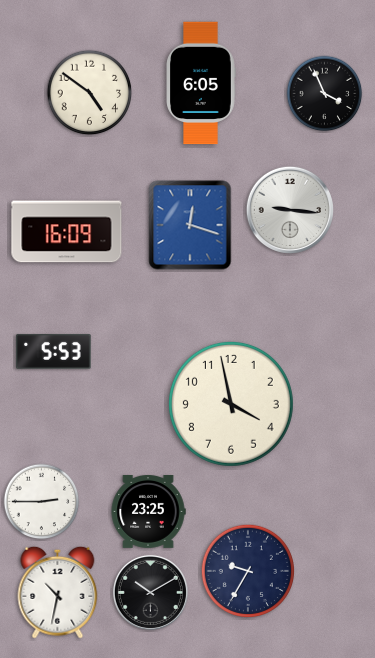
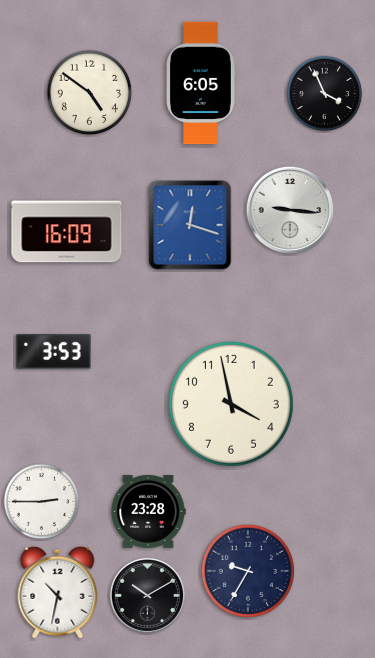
clock at (54, 352): 5:53 -> 3:53
clock at (148, 512): 23:25 -> 23:28
clock at (150, 592) position: (150, 592) -> (147, 595)
